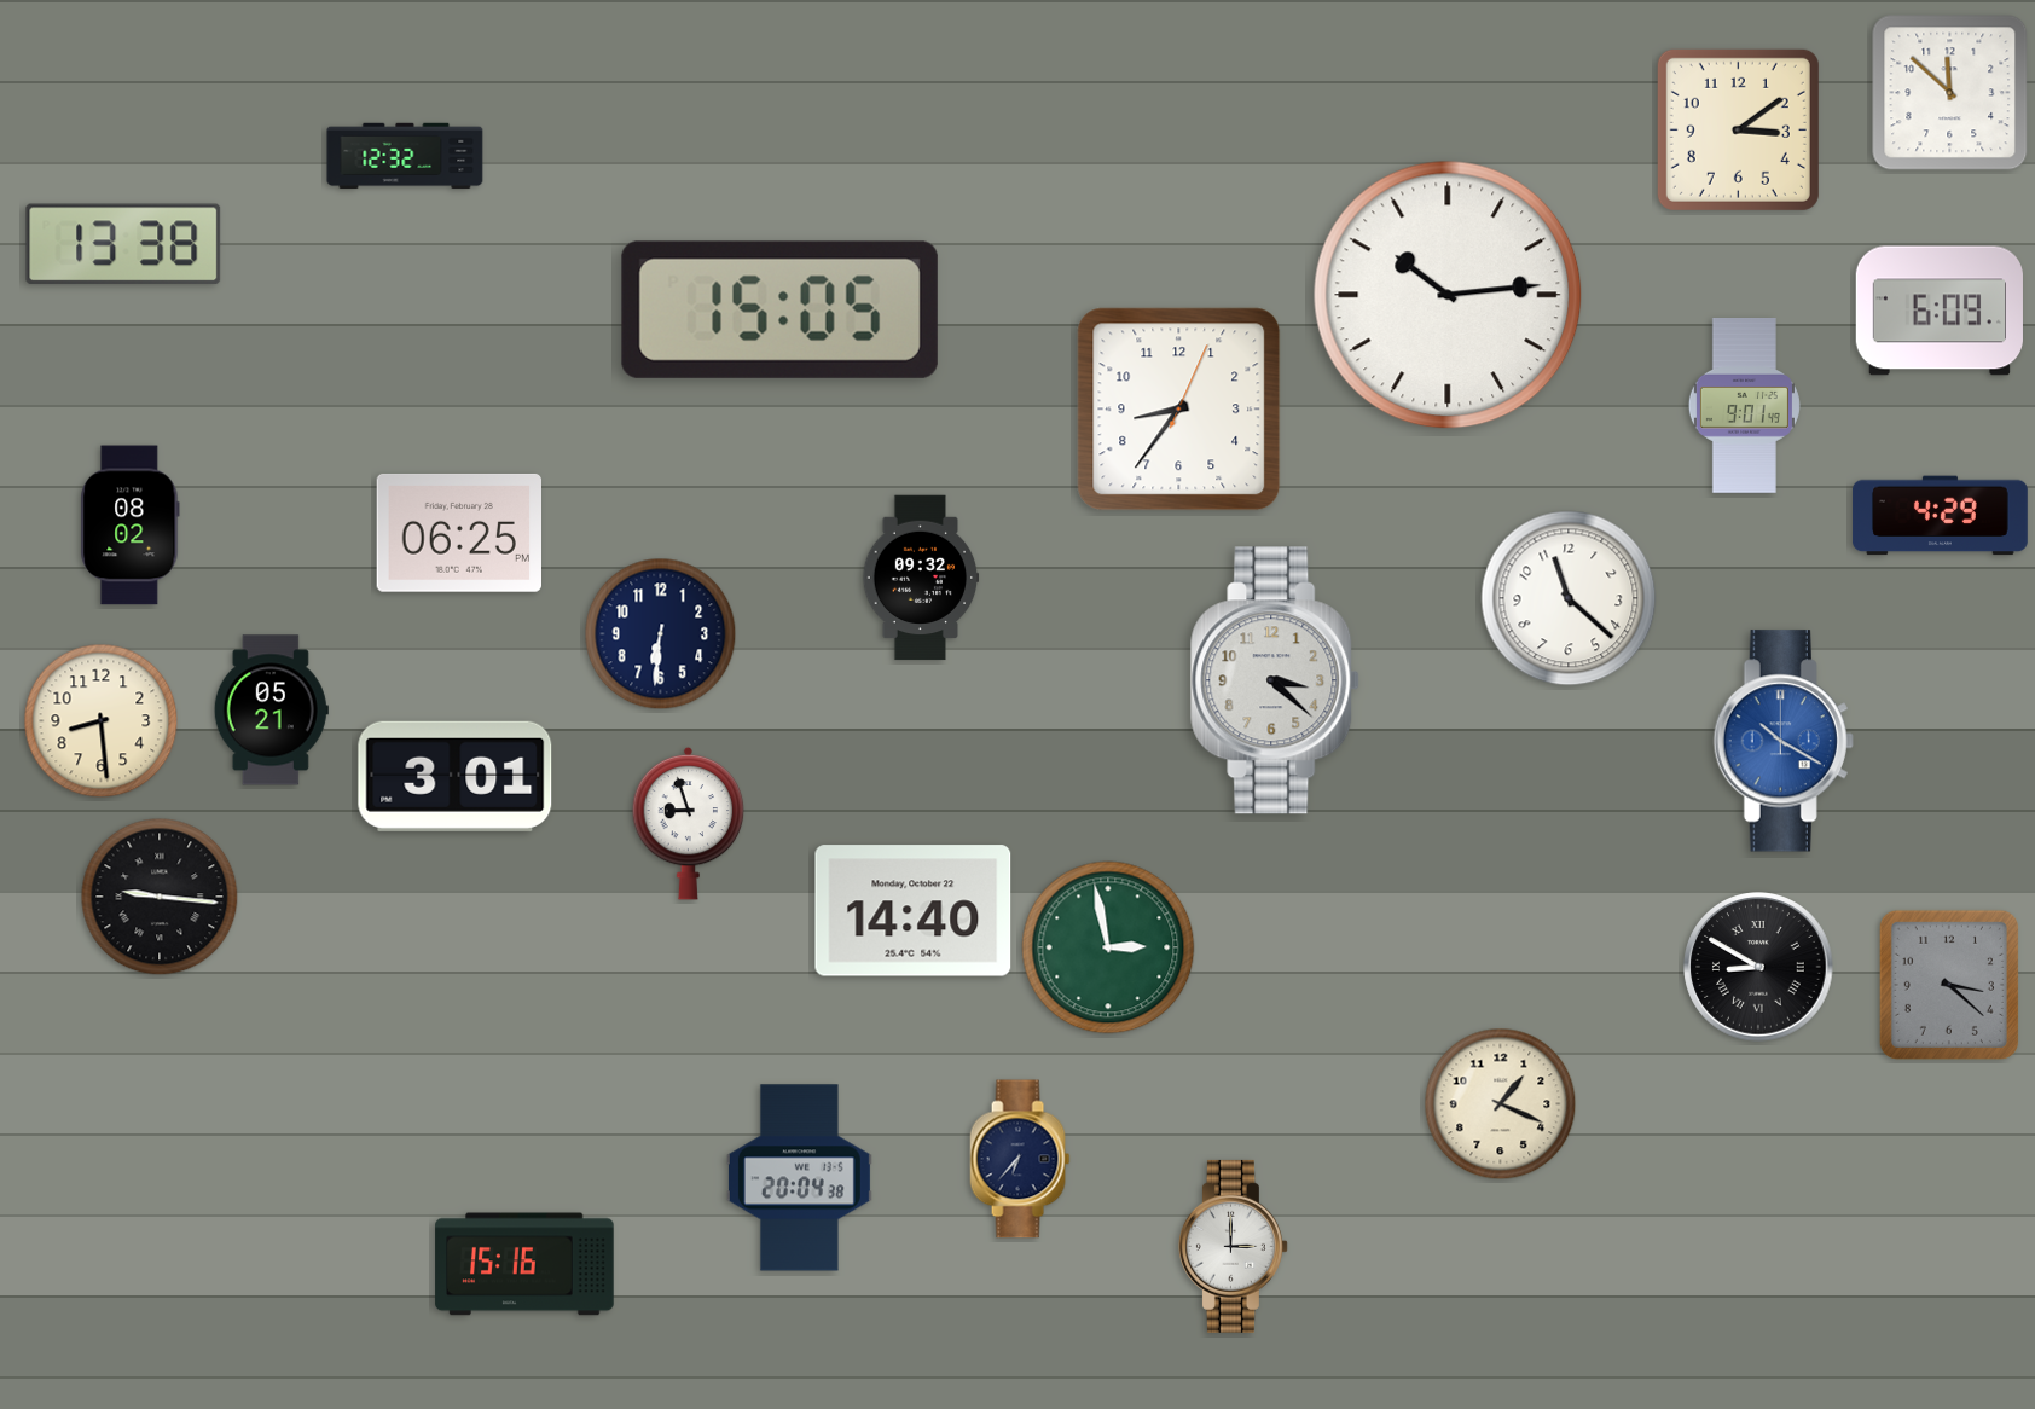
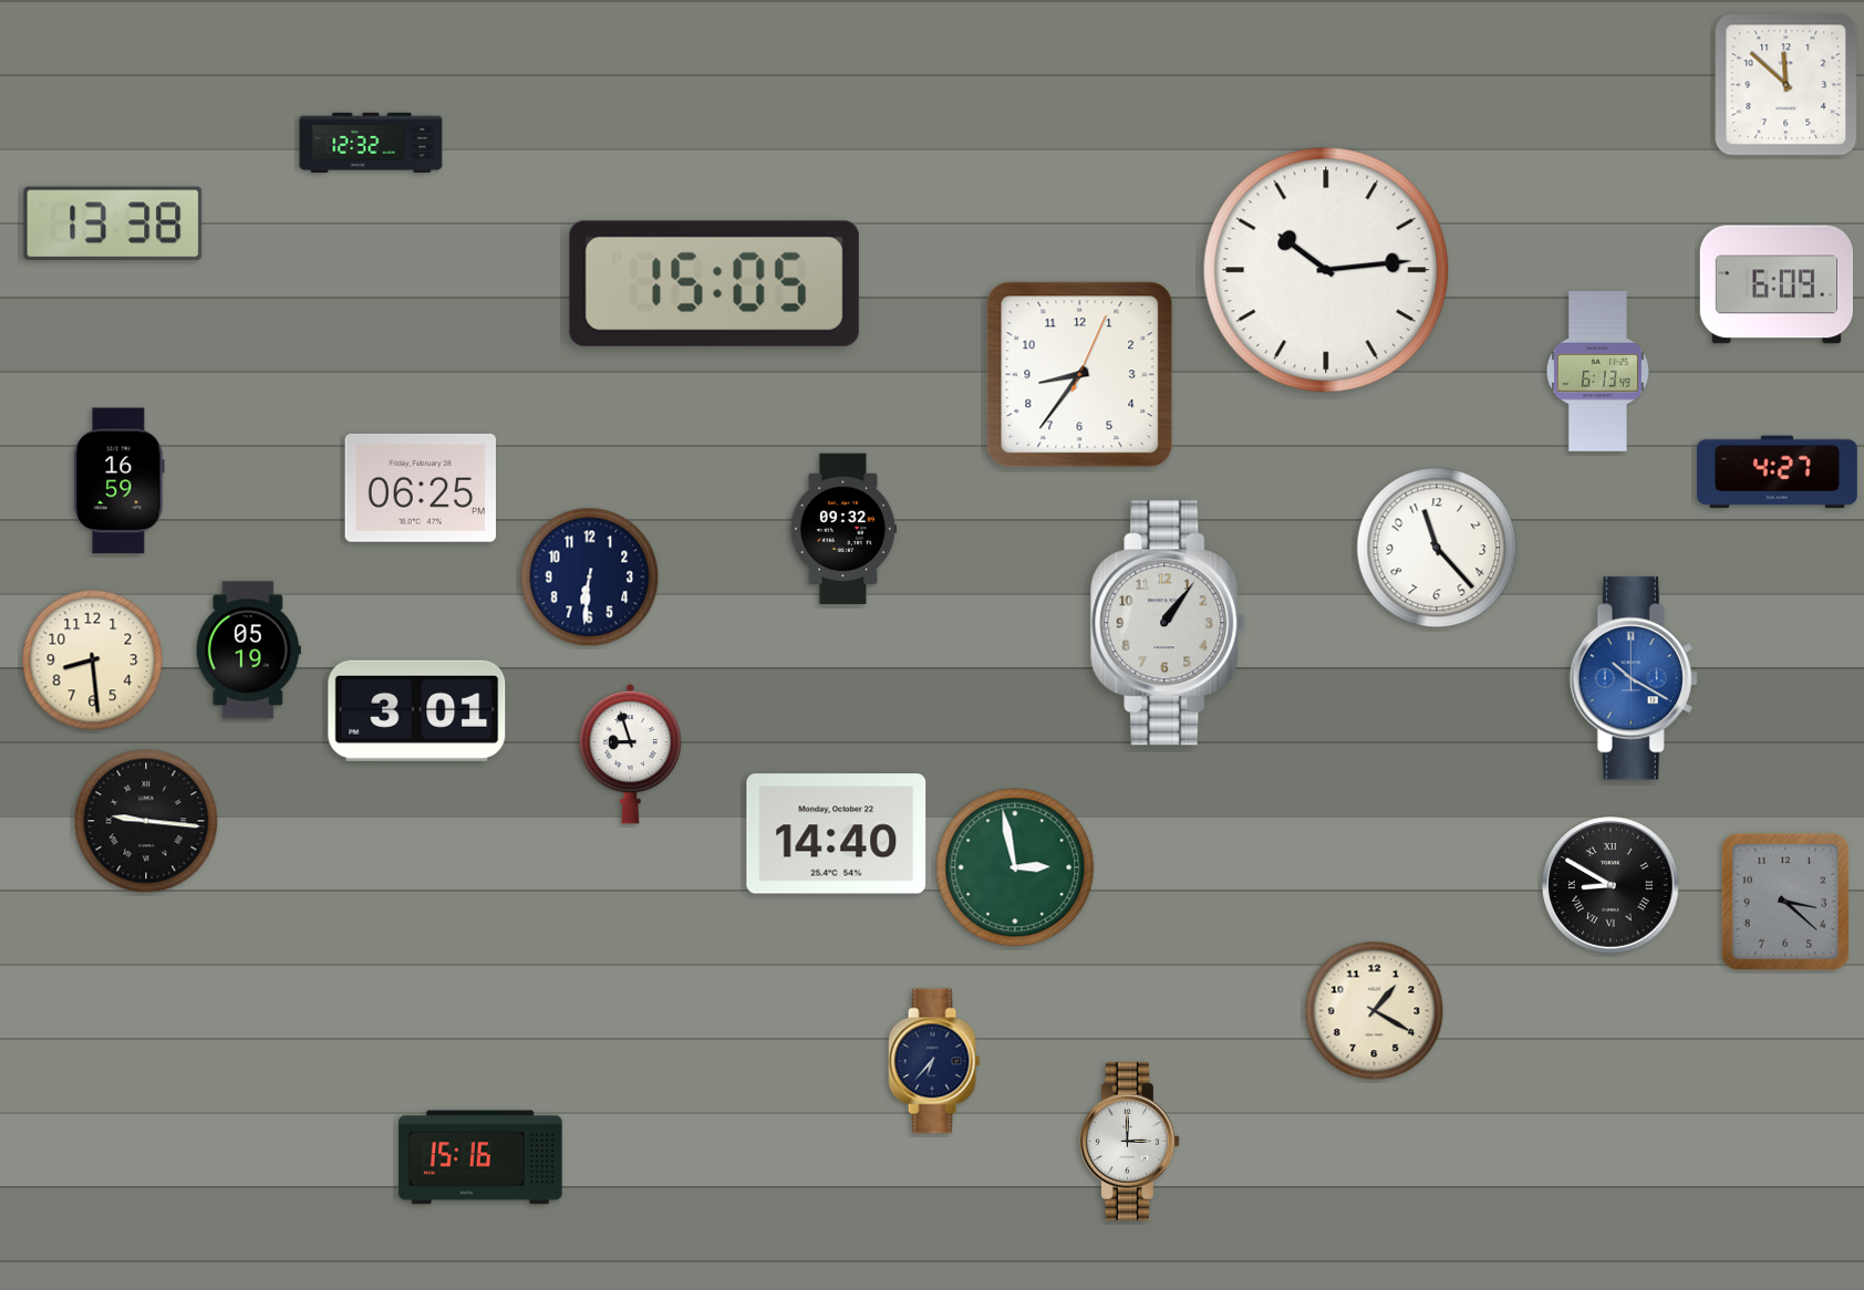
clock at (1738, 129): 3:09 -> none
clock at (1744, 406): 9:01 -> 6:13
clock at (1940, 516): 4:29 -> 4:27
clock at (131, 526): 08:02 -> 16:59
clock at (1569, 598): 11:22 -> 11:23
clock at (661, 634) position: (661, 634) -> (590, 578)
clock at (1276, 680): 3:22 -> 1:06
clock at (271, 711): 05:21 -> 05:19
clock at (1501, 1104): 1:19 -> 1:20
clock at (799, 1178): 20:04 -> none
